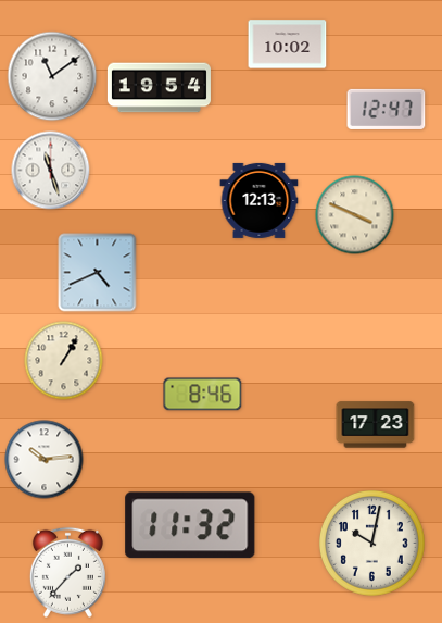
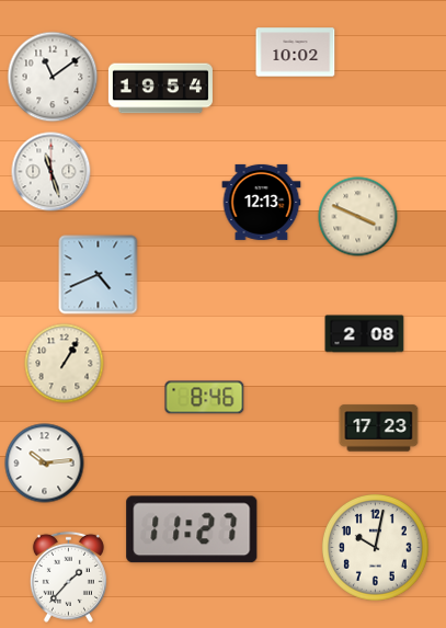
clock at (288, 45) position: (288, 45) -> (296, 53)
clock at (387, 109): 12:47 -> none
clock at (365, 334): none -> 2:08
clock at (190, 525): 11:32 -> 11:27
